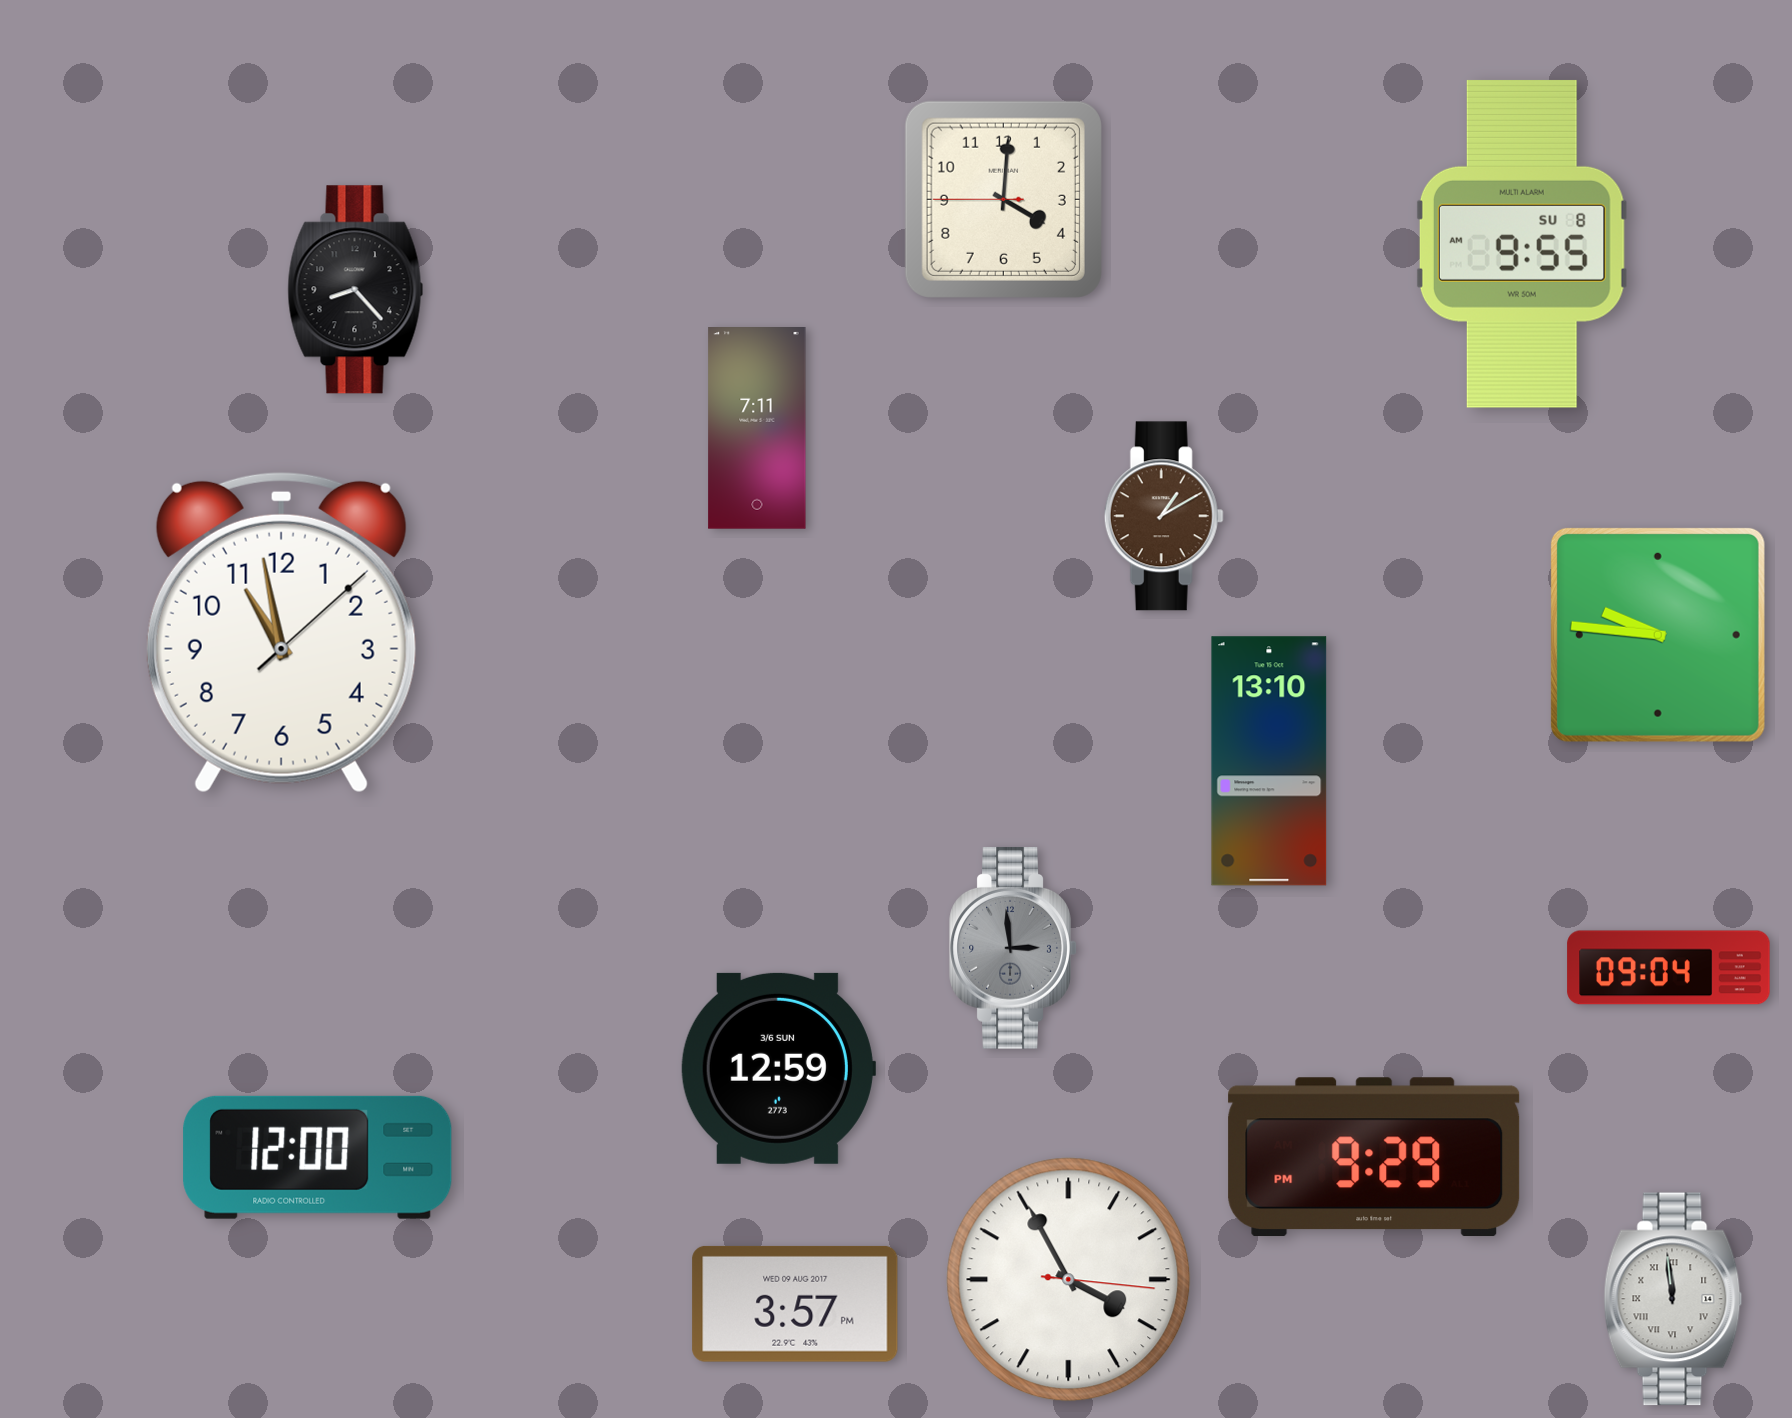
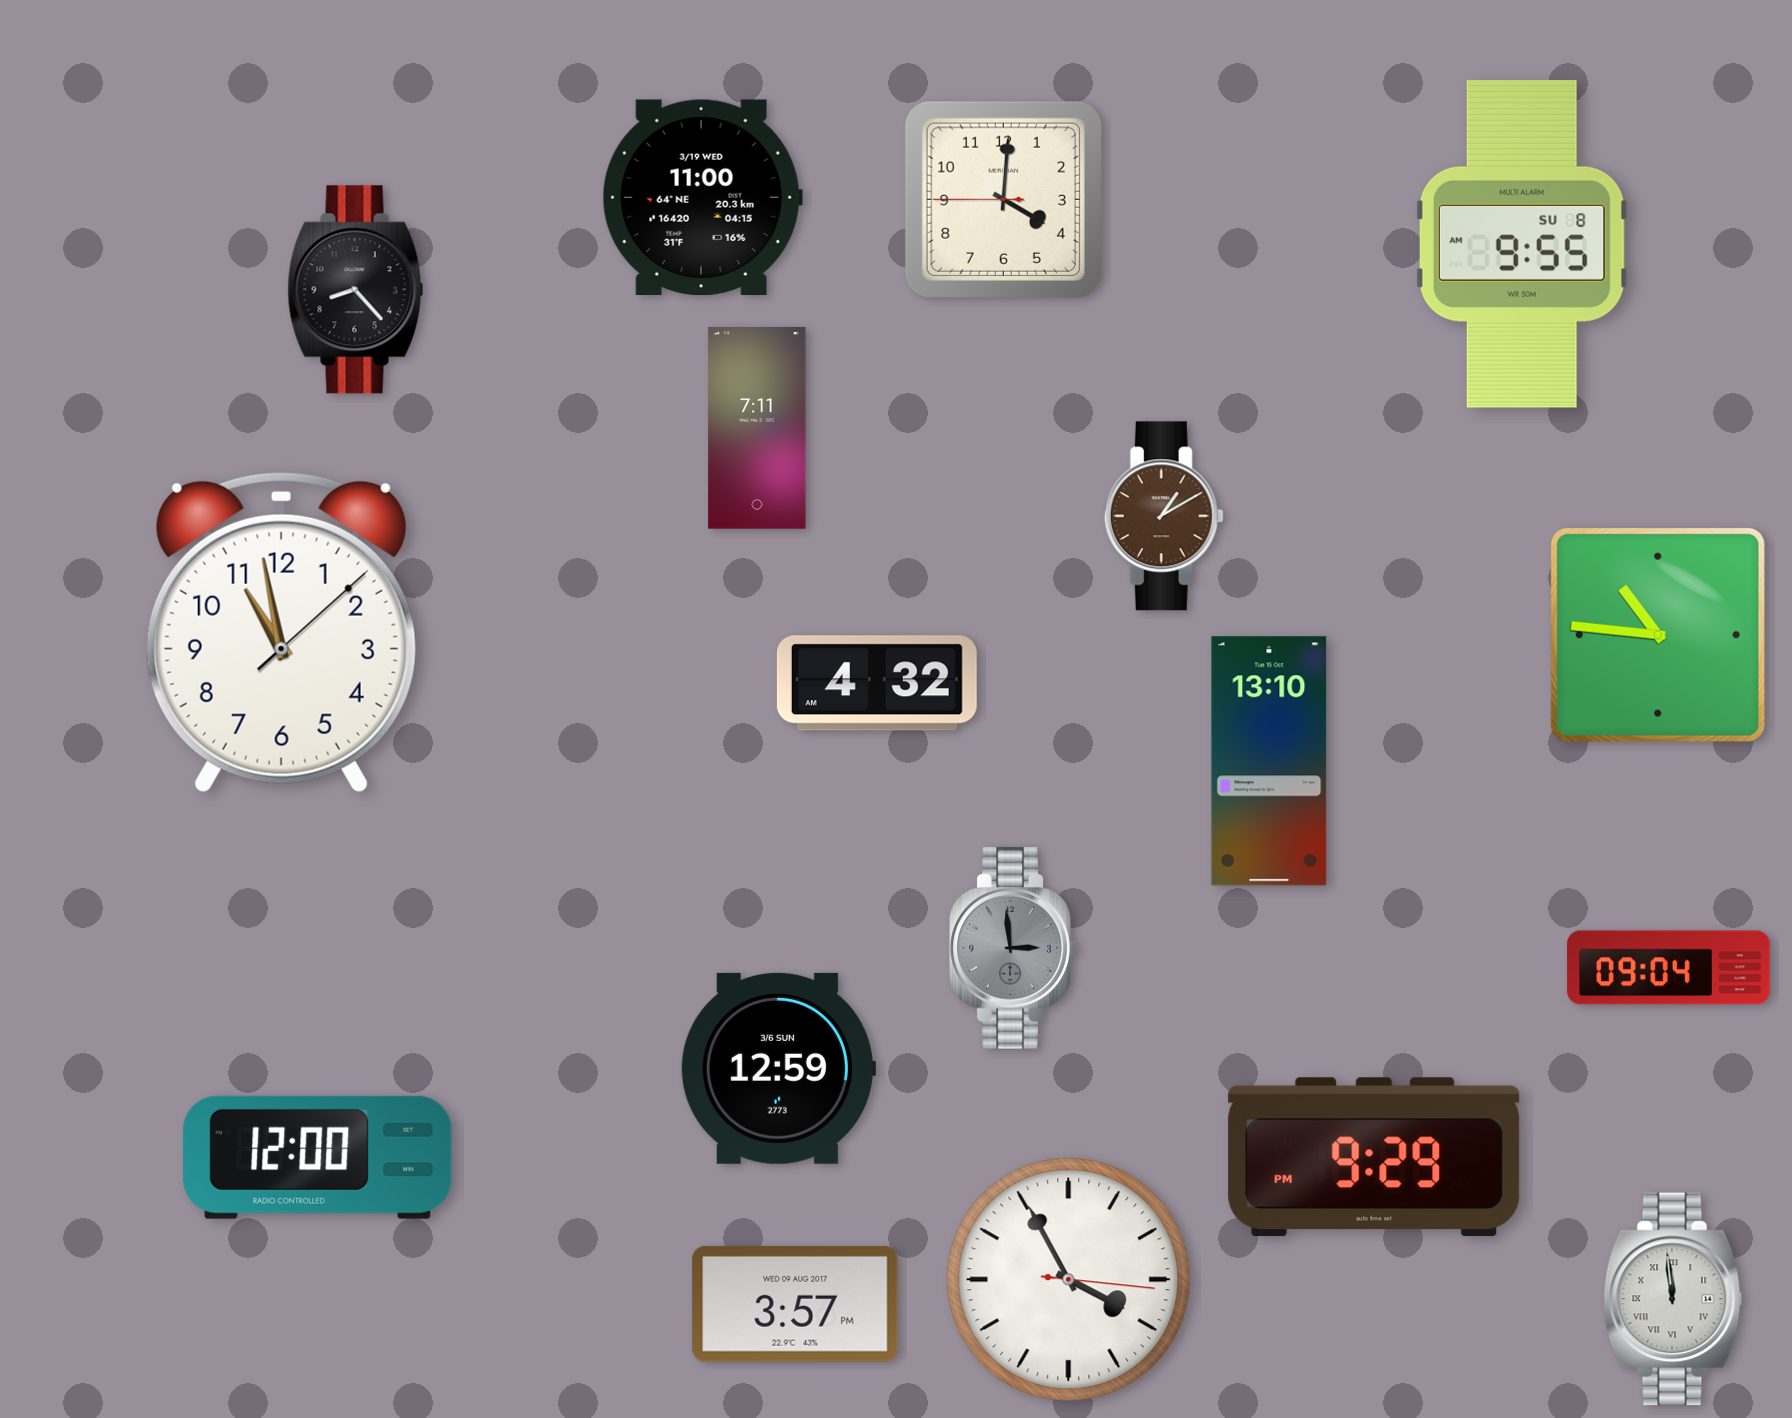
clock at (702, 197): none -> 11:00
clock at (1658, 635): 9:46 -> 10:46
clock at (877, 683): none -> 4:32
